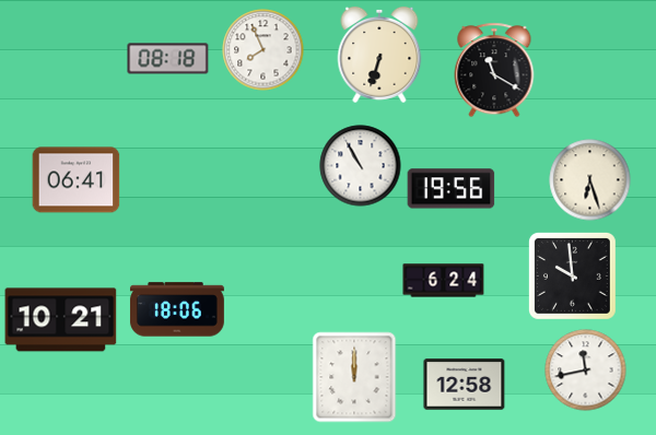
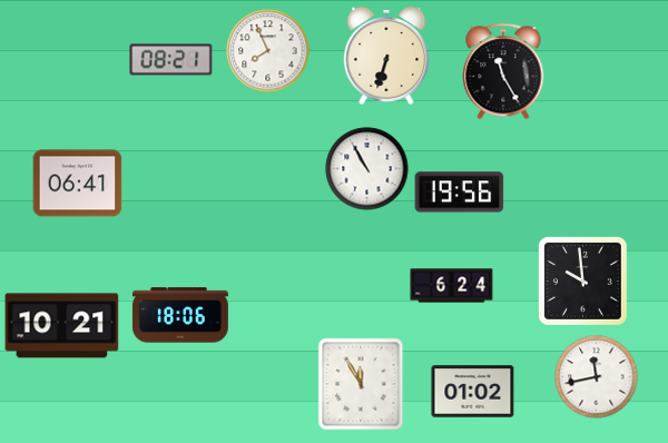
clock at (168, 59): 08:18 -> 08:21
clock at (494, 70): 11:20 -> 11:25
clock at (590, 180): 6:27 -> none
clock at (354, 377): 12:00 -> 11:55
clock at (465, 385): 12:58 -> 01:02
